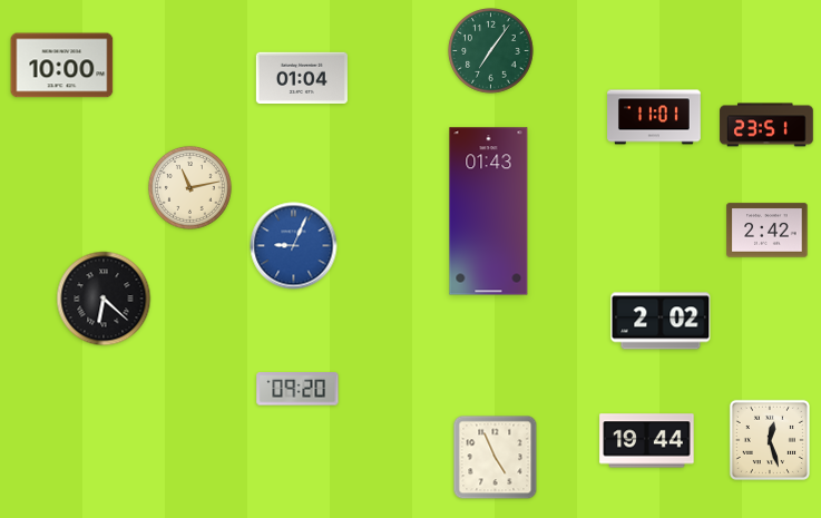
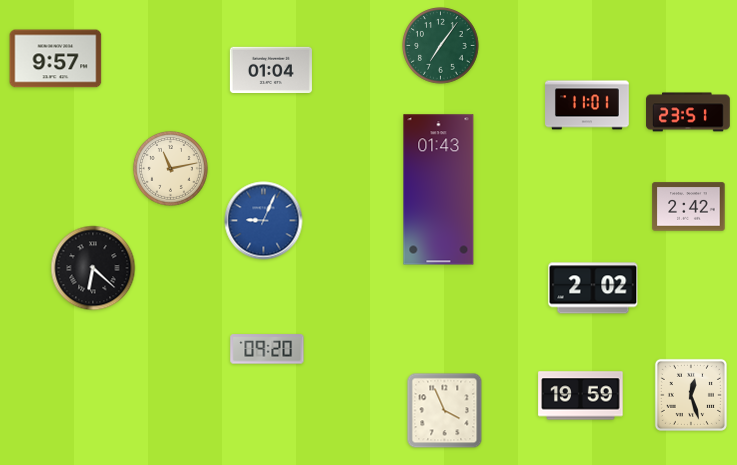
clock at (62, 66): 10:00 -> 9:57
clock at (647, 441): 19:44 -> 19:59
clock at (496, 458): 4:56 -> 3:56
